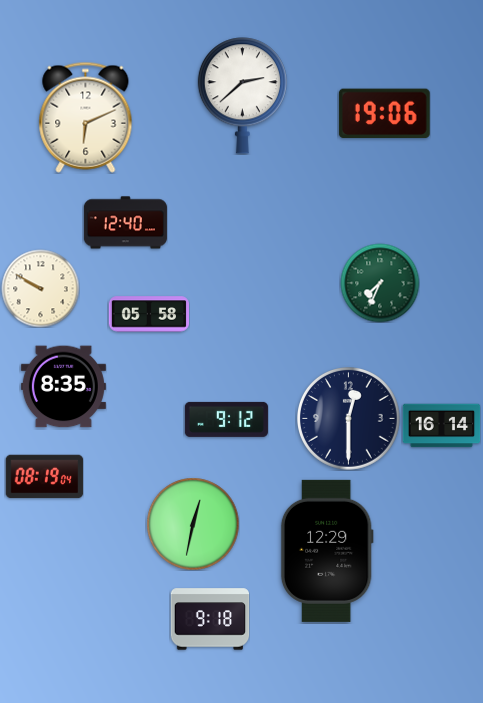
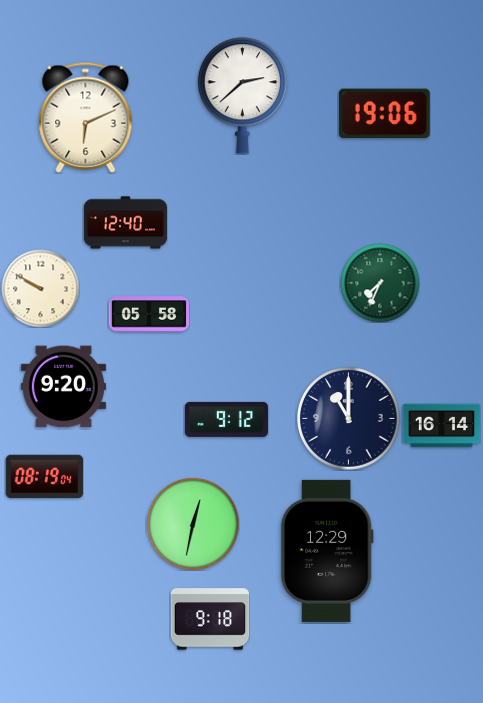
clock at (63, 387): 8:35 -> 9:20
clock at (349, 419): 12:30 -> 11:00
